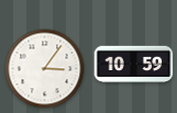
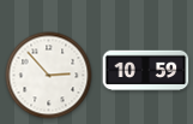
clock at (45, 69): 3:06 -> 2:53
